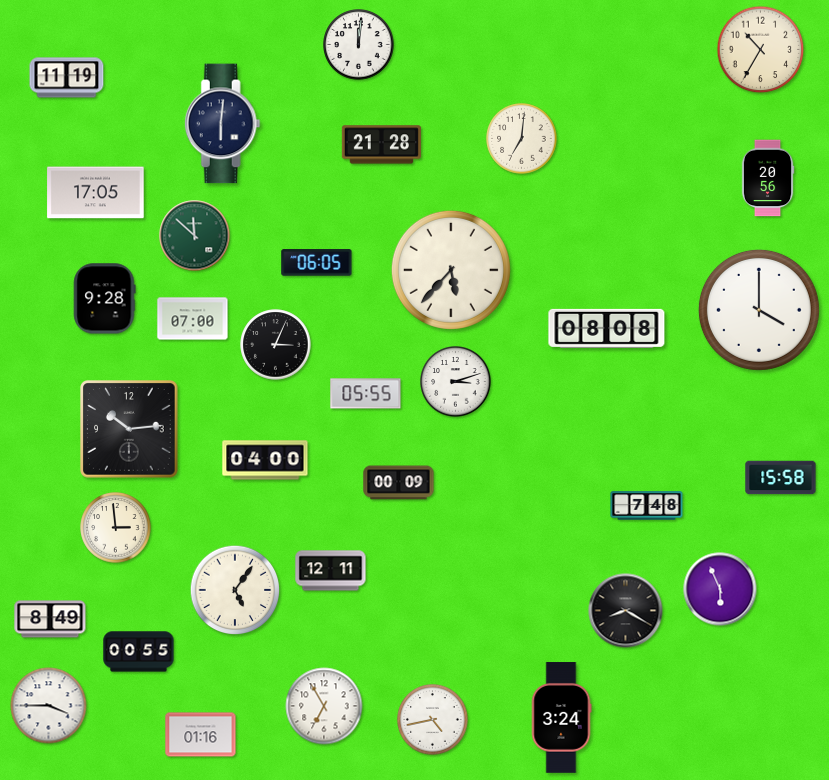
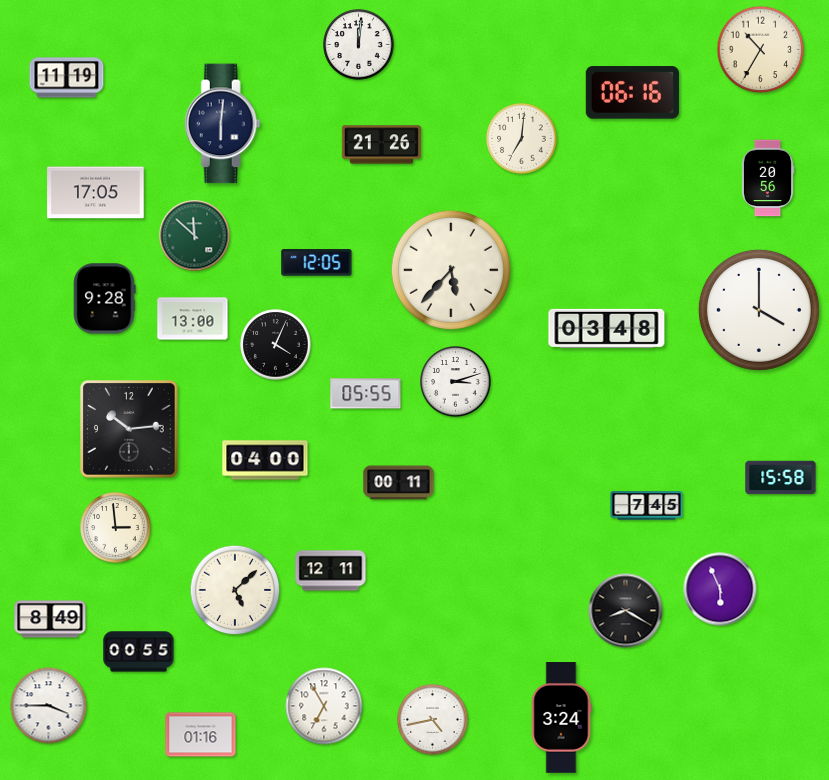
clock at (632, 93): none -> 06:16
clock at (381, 145): 21:28 -> 21:26
clock at (317, 263): 06:05 -> 12:05
clock at (193, 319): 07:00 -> 13:00
clock at (607, 328): 08:08 -> 03:48
clock at (276, 345): 3:04 -> 4:04
clock at (399, 483): 00:09 -> 00:11
clock at (647, 506): 7:48 -> 7:45
clock at (235, 590): 5:06 -> 5:08
